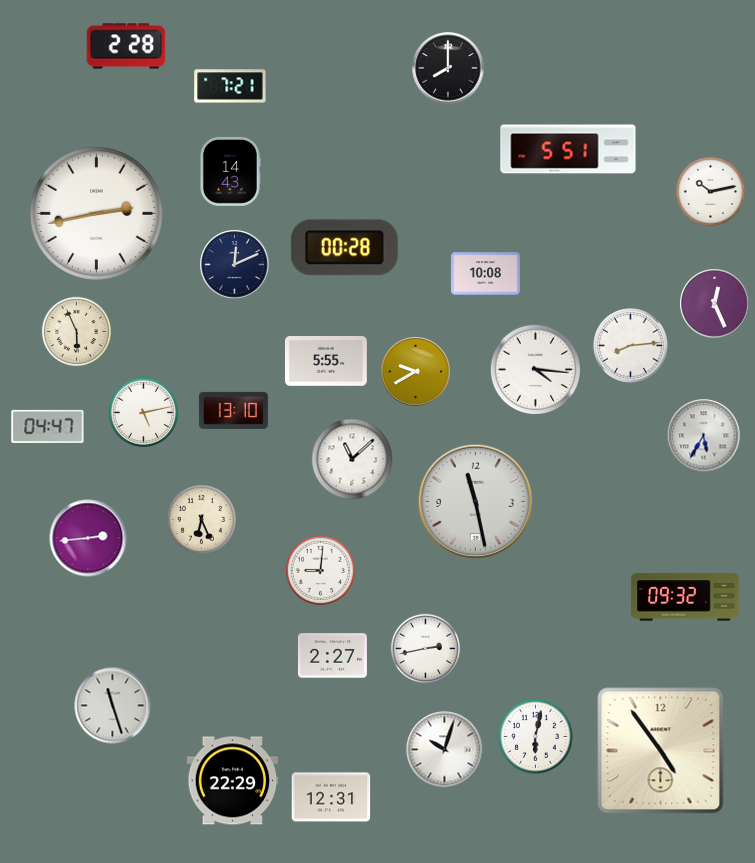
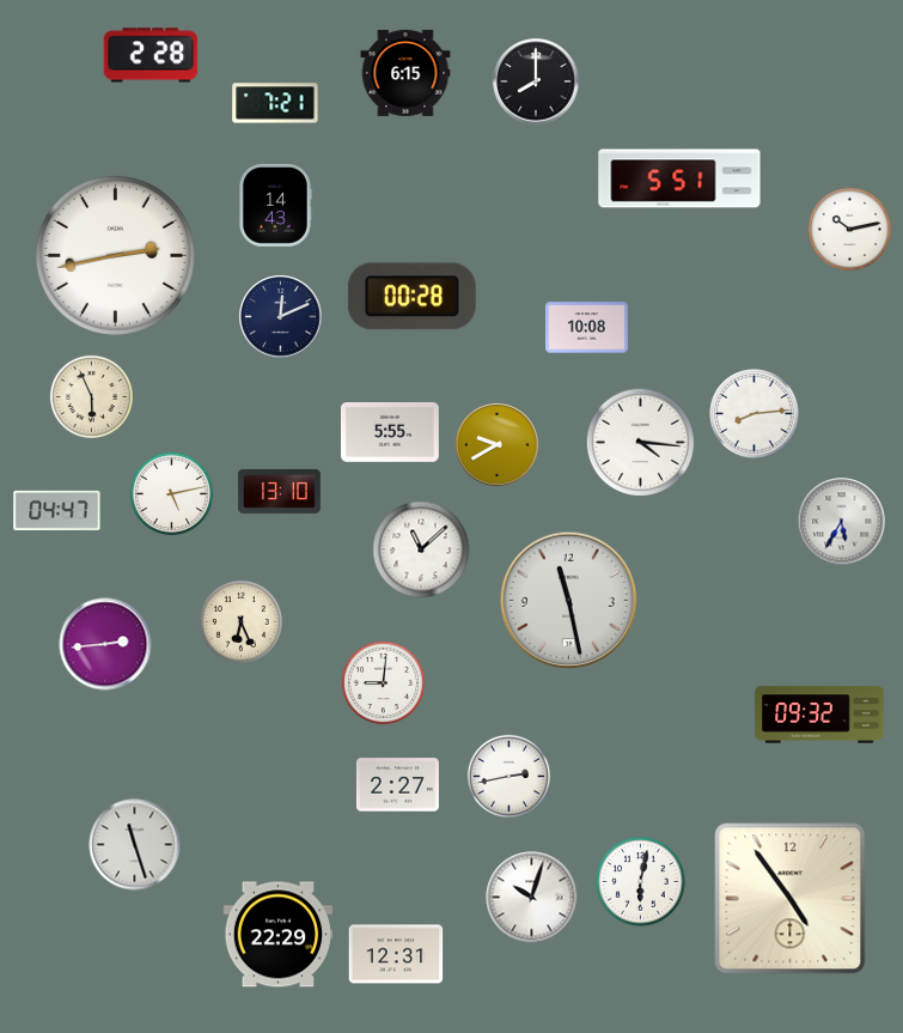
clock at (405, 73): none -> 6:15
clock at (485, 274) position: (485, 274) -> (586, 328)
clock at (715, 304): 12:26 -> none
